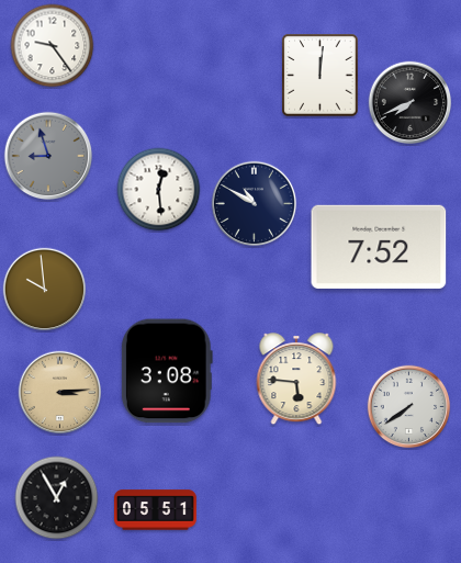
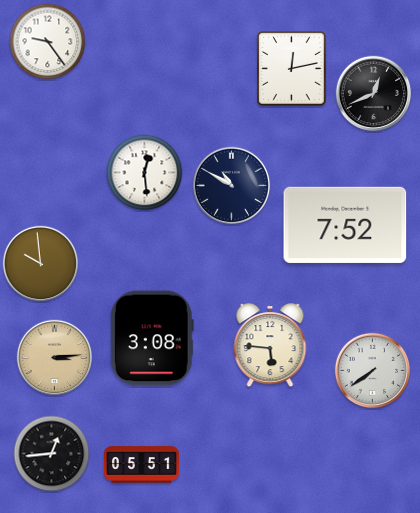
clock at (321, 76): 12:01 -> 12:13
clock at (411, 103): 7:41 -> 12:41
clock at (48, 156): 8:57 -> none
clock at (57, 498): 12:55 -> 12:44
